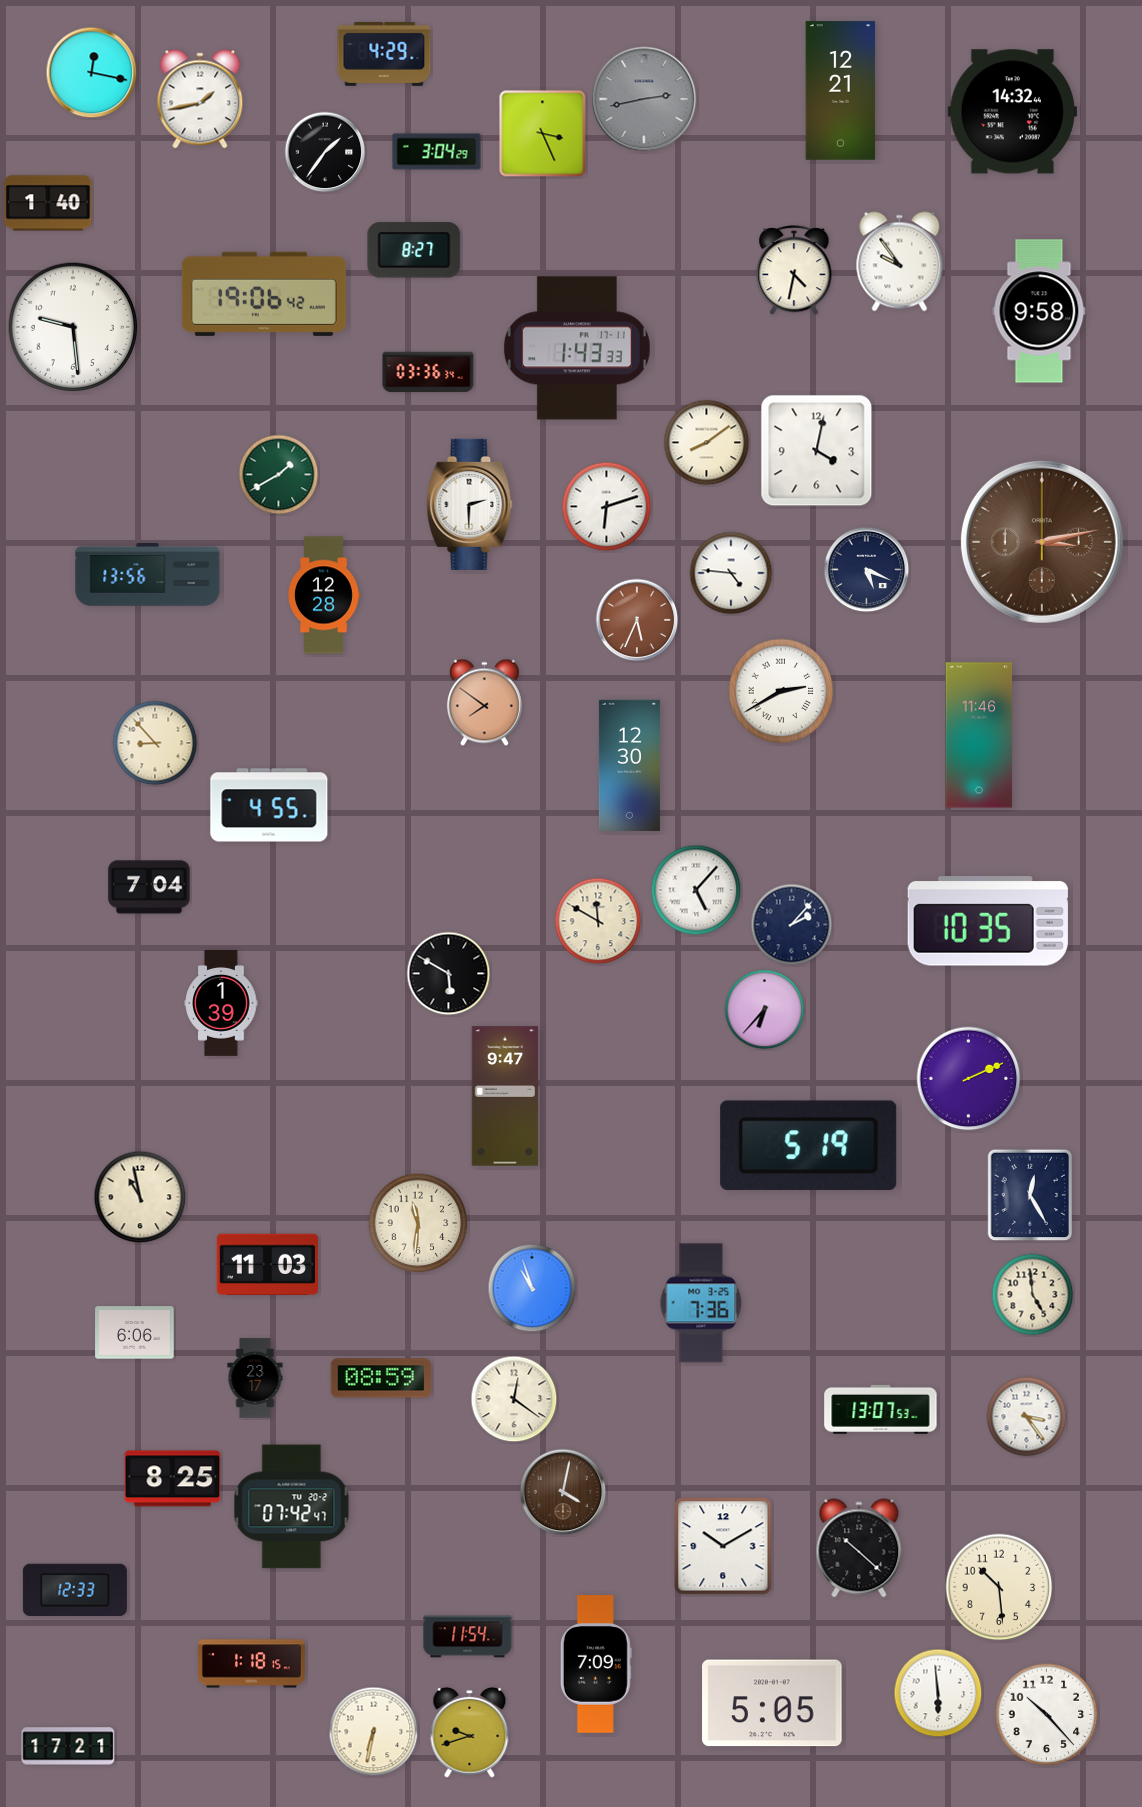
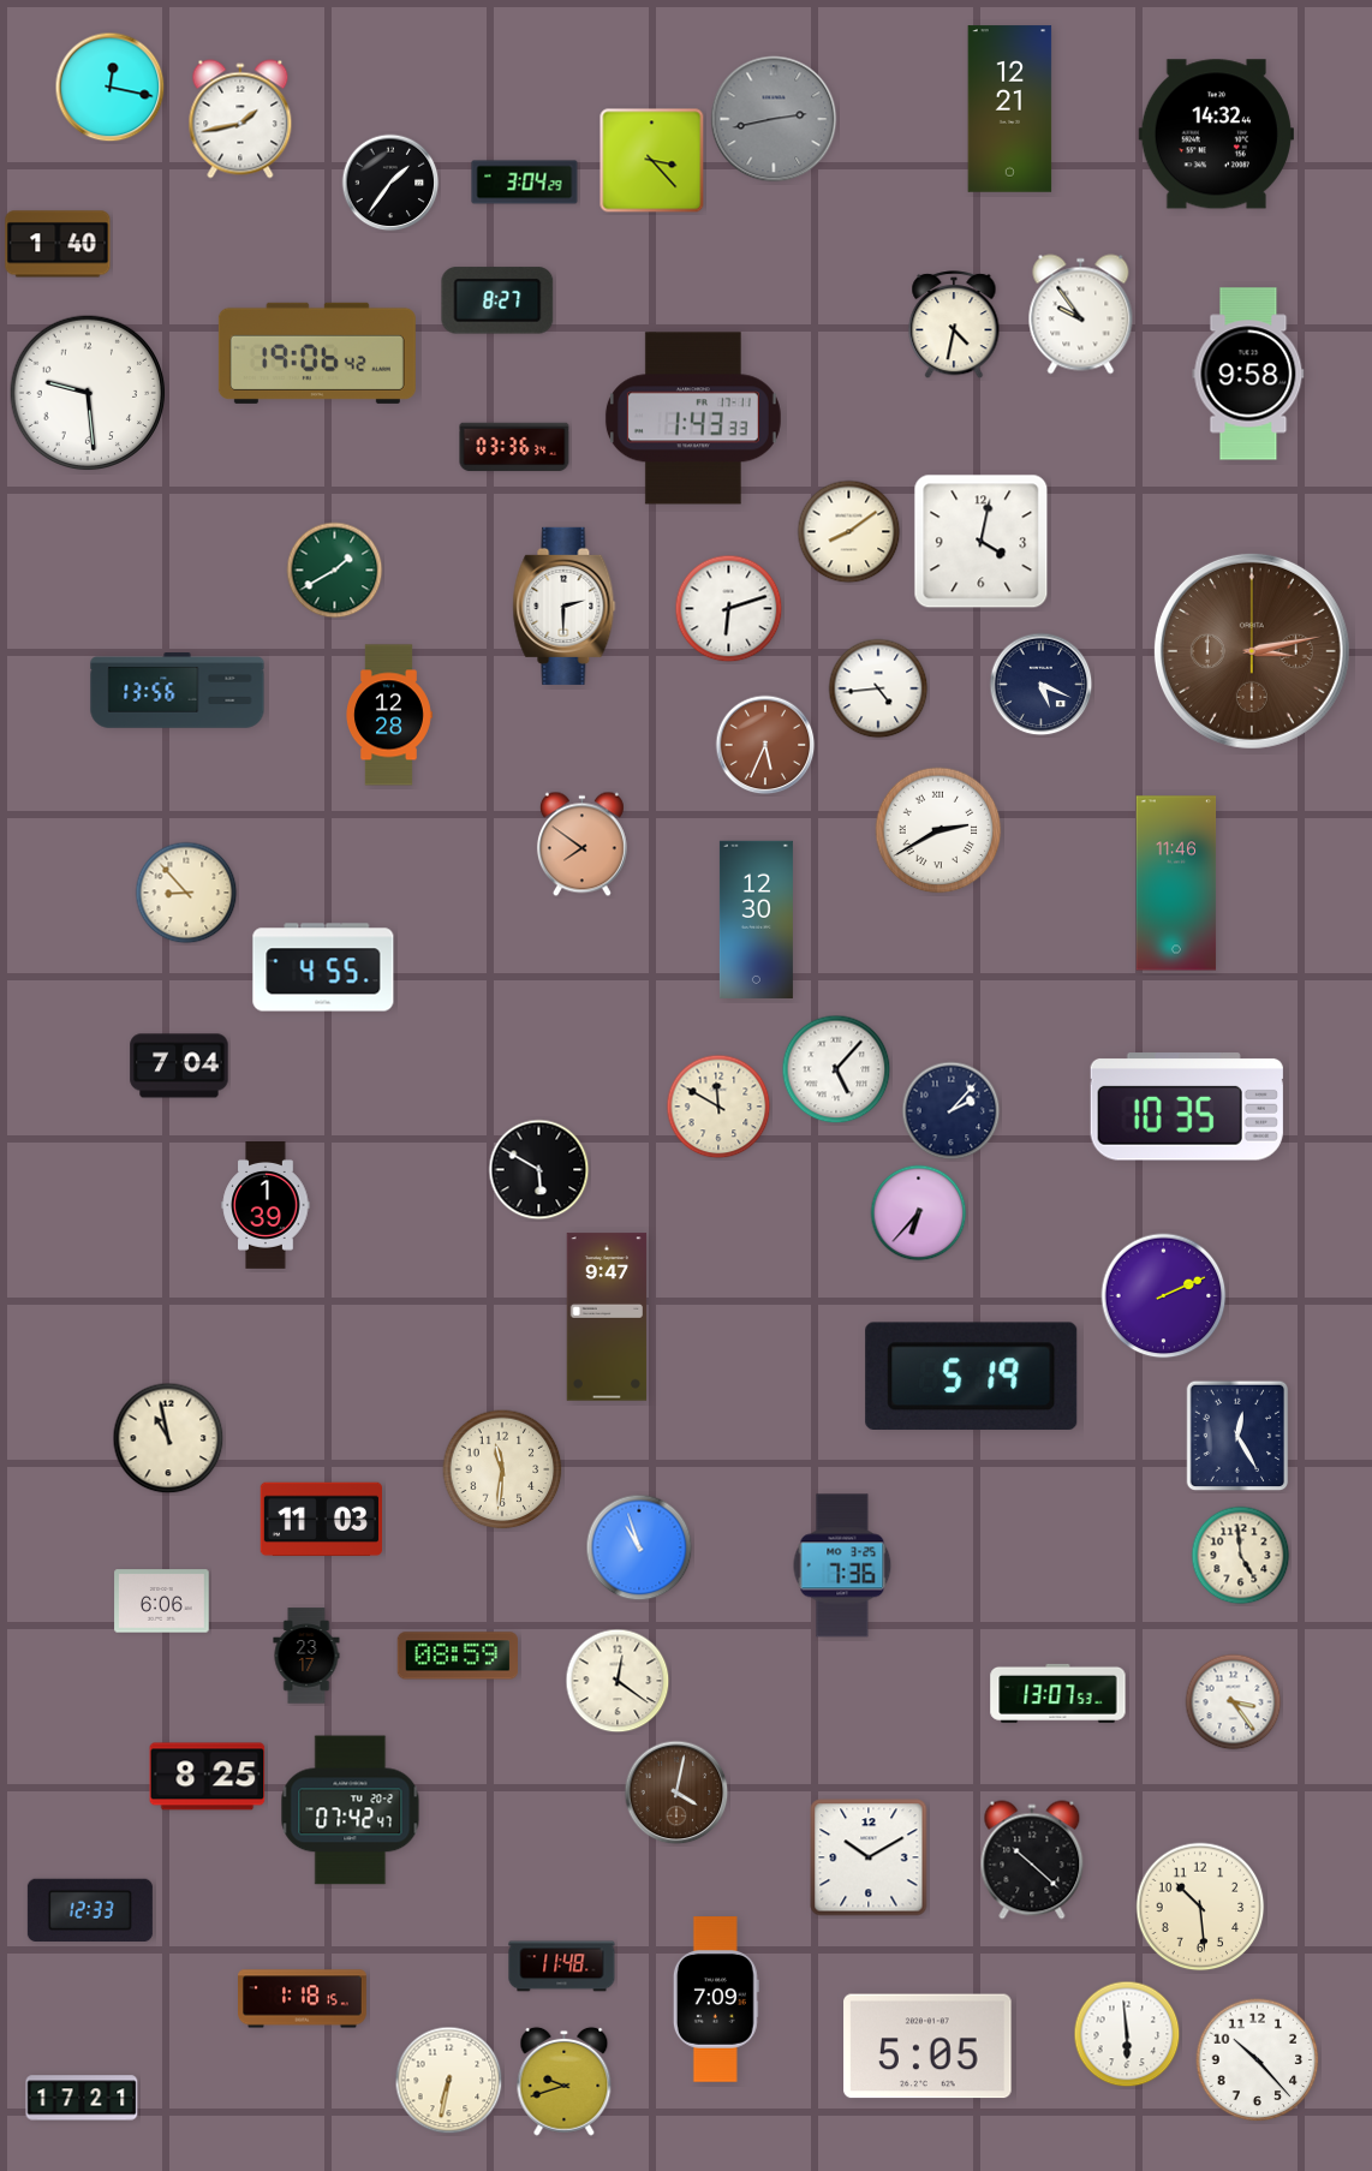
clock at (384, 54): 4:29 -> none
clock at (543, 134): 3:26 -> 3:23
clock at (731, 573): 4:46 -> 4:44
clock at (468, 1637): 11:54 -> 11:48
